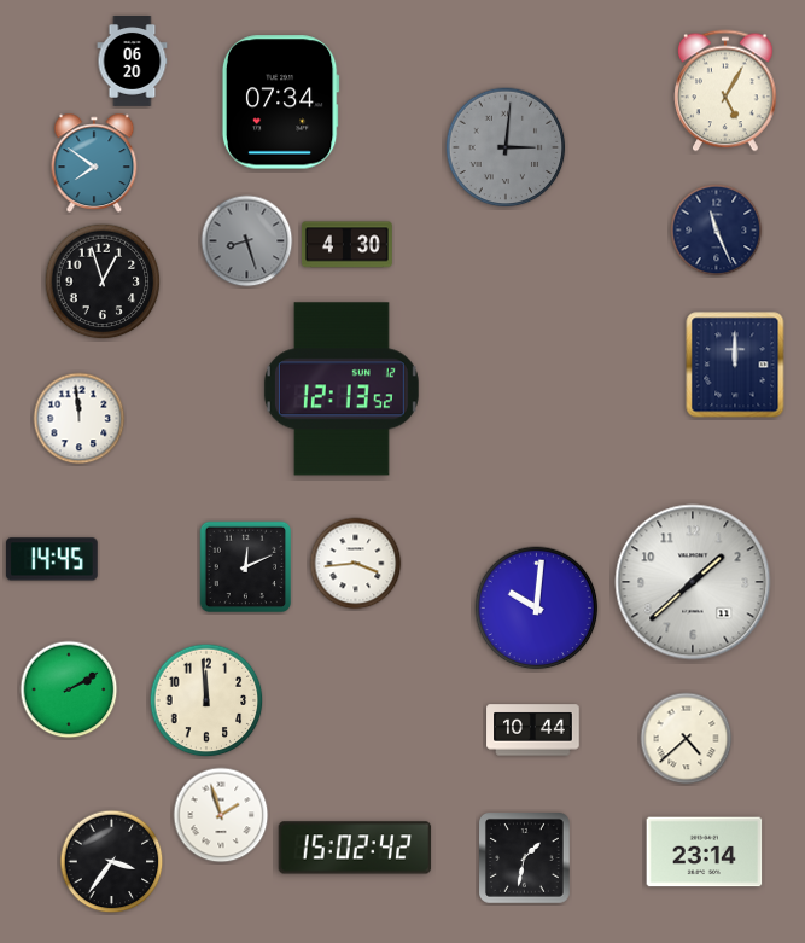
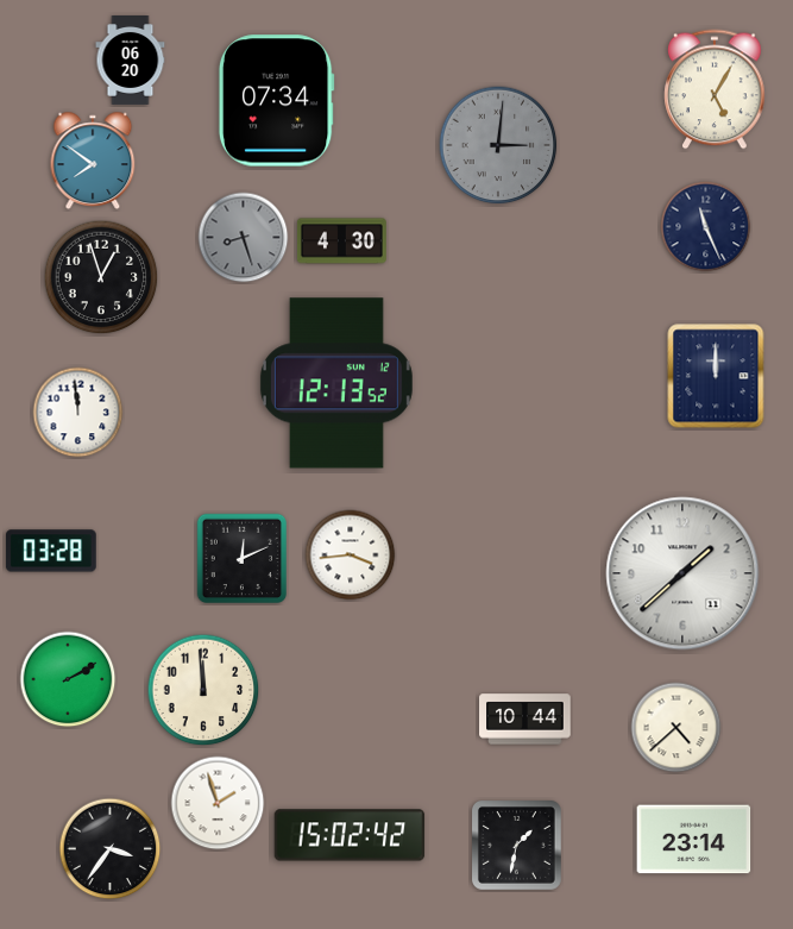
clock at (735, 365) position: (735, 365) -> (716, 376)
clock at (52, 559): 14:45 -> 03:28
clock at (537, 609): 10:01 -> none
